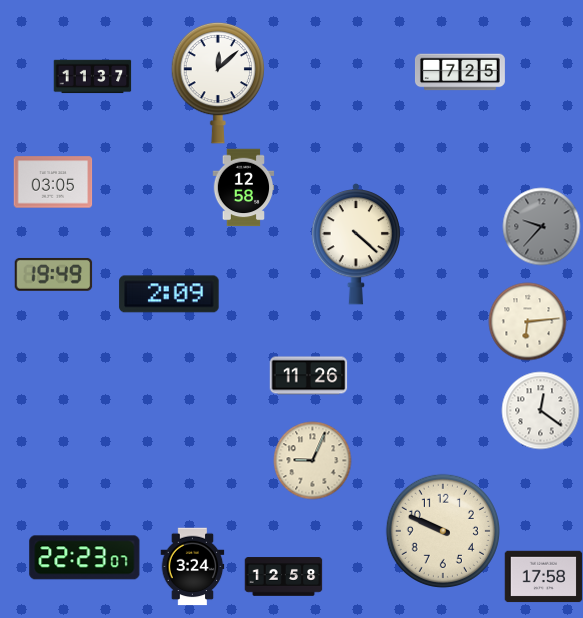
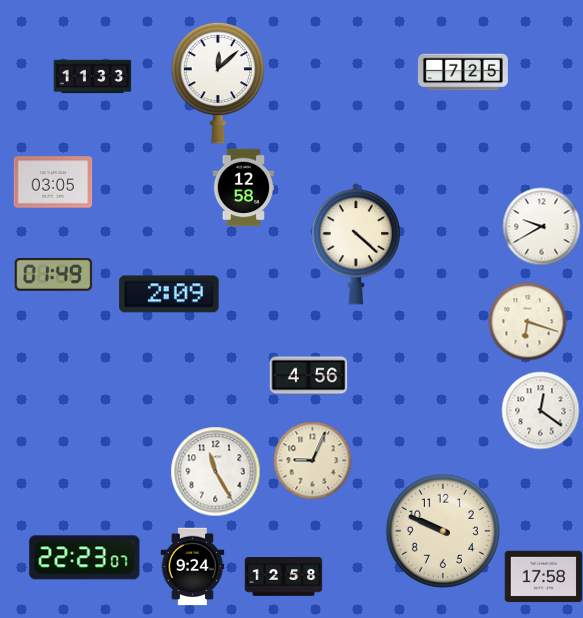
clock at (460, 72) position: (460, 72) -> (463, 72)
clock at (92, 77): 11:37 -> 11:33
clock at (541, 226): 9:37 -> 9:40
clock at (541, 226) dial: grey -> white
clock at (53, 274): 19:49 -> 01:49
clock at (527, 321): 6:14 -> 6:18
clock at (308, 376): 11:26 -> 4:56
clock at (215, 471): none -> 11:25
clock at (193, 566): 3:24 -> 9:24
